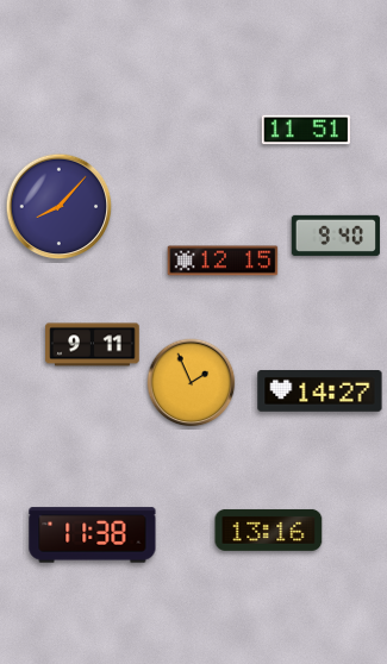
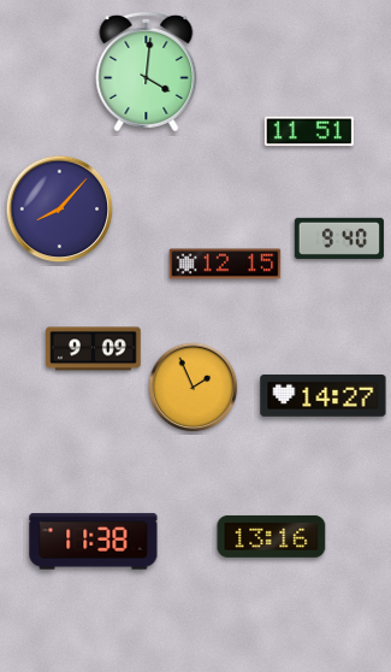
clock at (147, 71): none -> 4:01
clock at (93, 345): 9:11 -> 9:09
